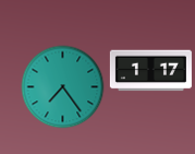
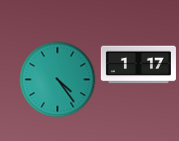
clock at (63, 87): 7:24 -> 4:24
